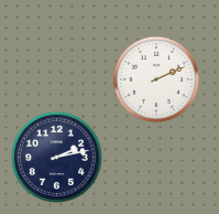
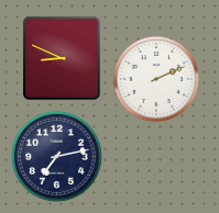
clock at (62, 58): none -> 8:49
clock at (56, 157): 2:13 -> 7:13
